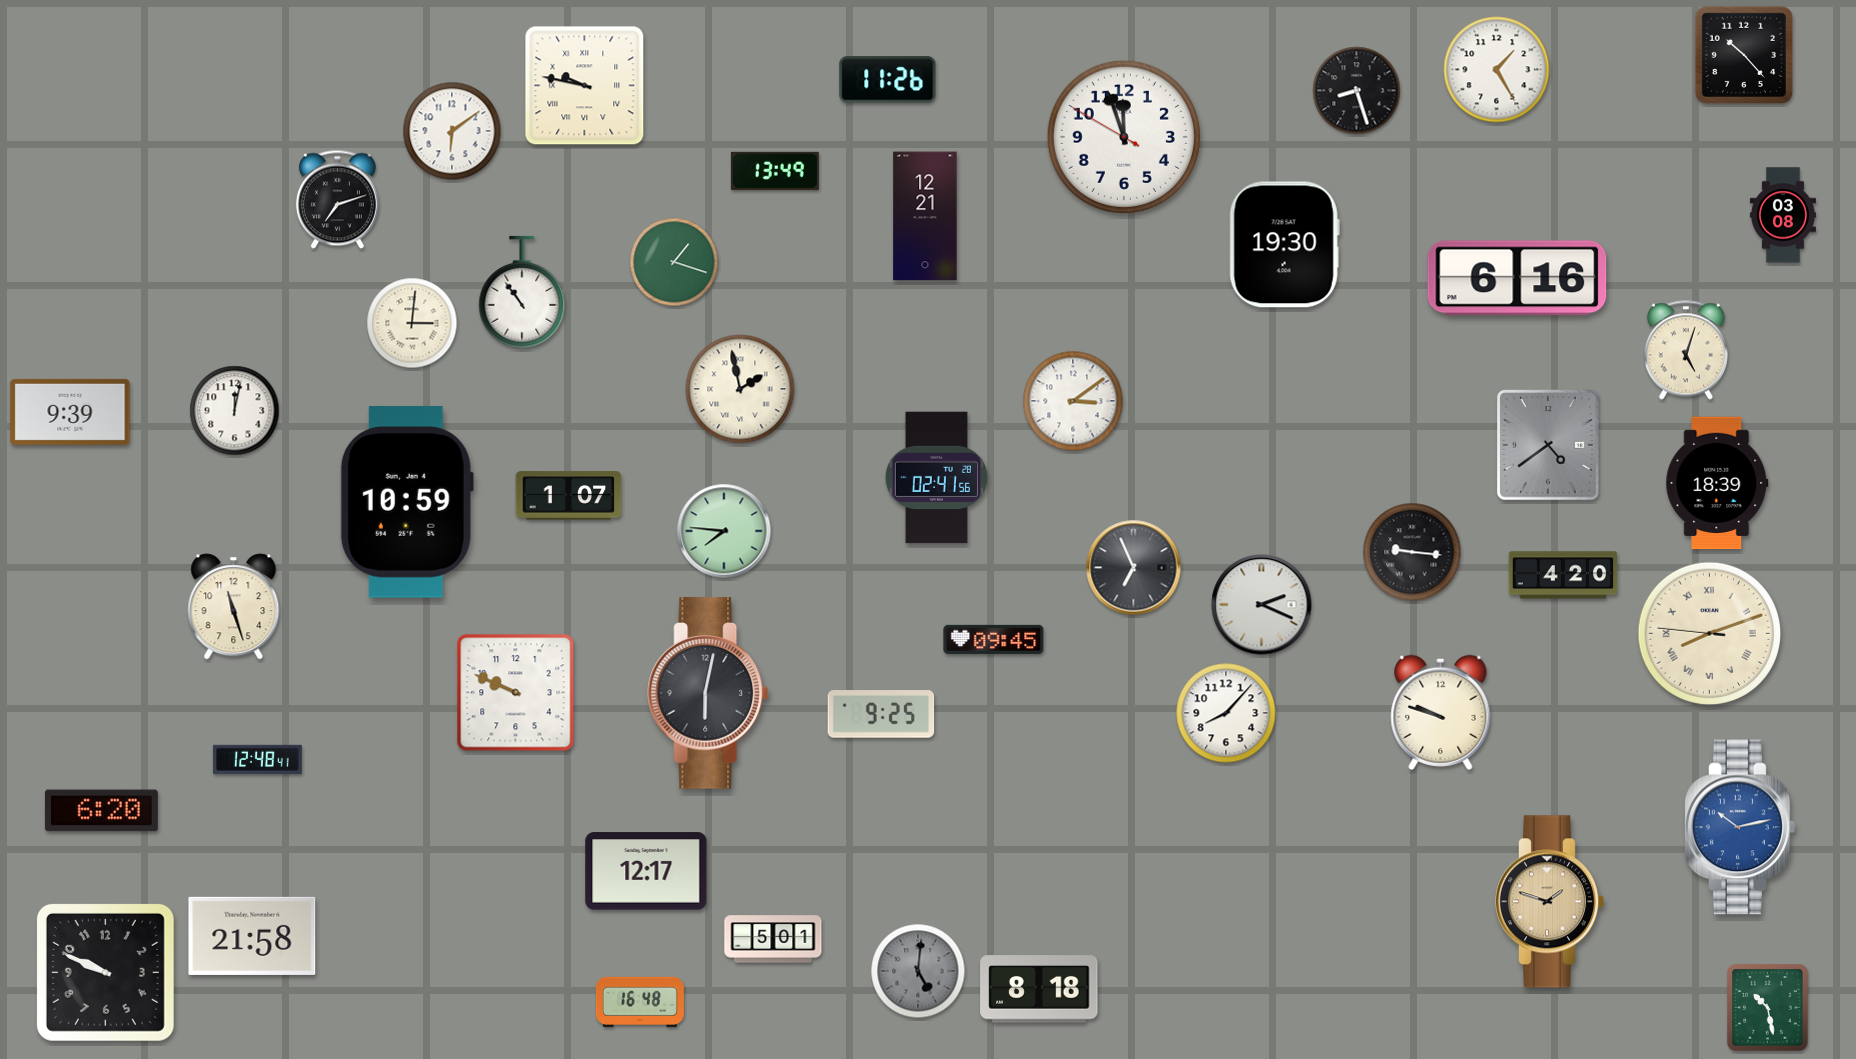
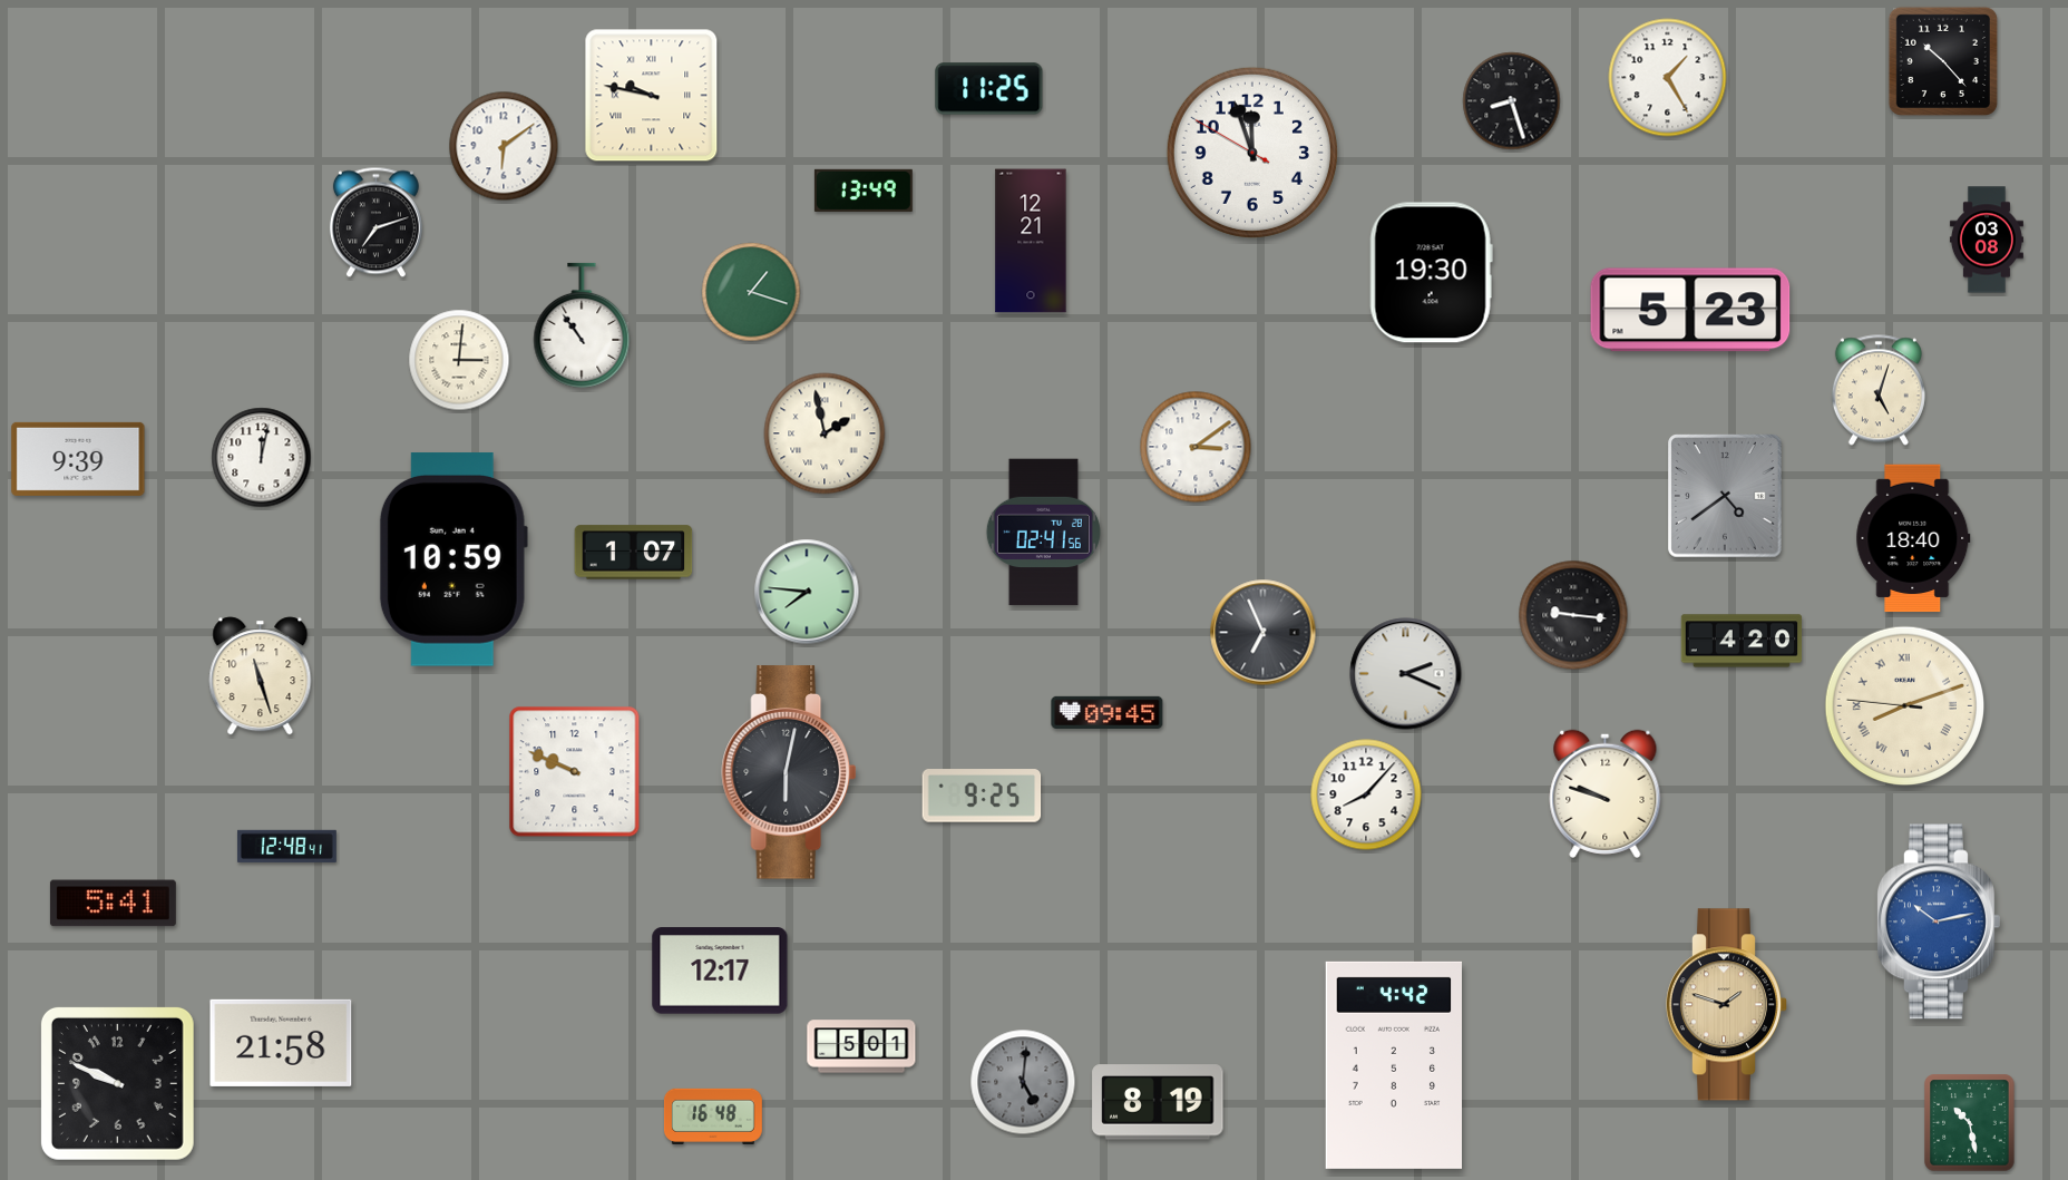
clock at (888, 80): 11:26 -> 11:25
clock at (1517, 278): 6:16 -> 5:23
clock at (1717, 483): 18:39 -> 18:40
clock at (101, 811): 6:20 -> 5:41
clock at (1394, 1065): none -> 4:42
clock at (1039, 989): 8:18 -> 8:19
